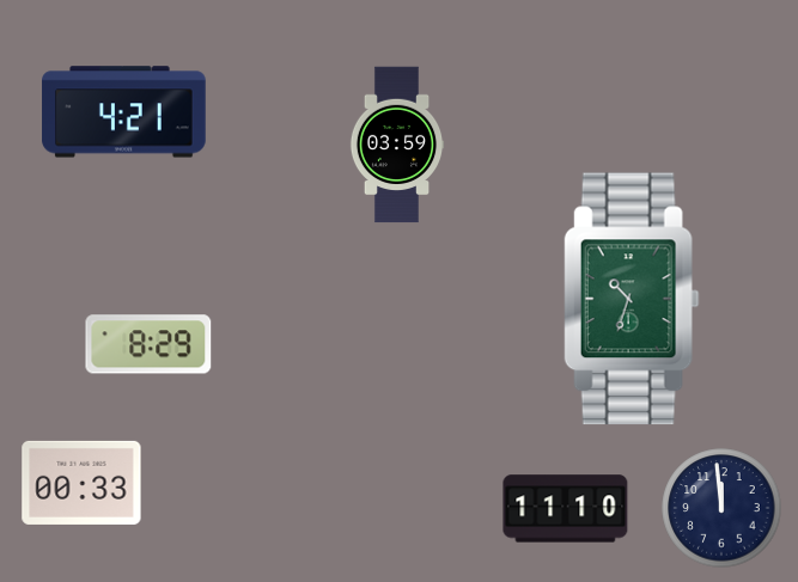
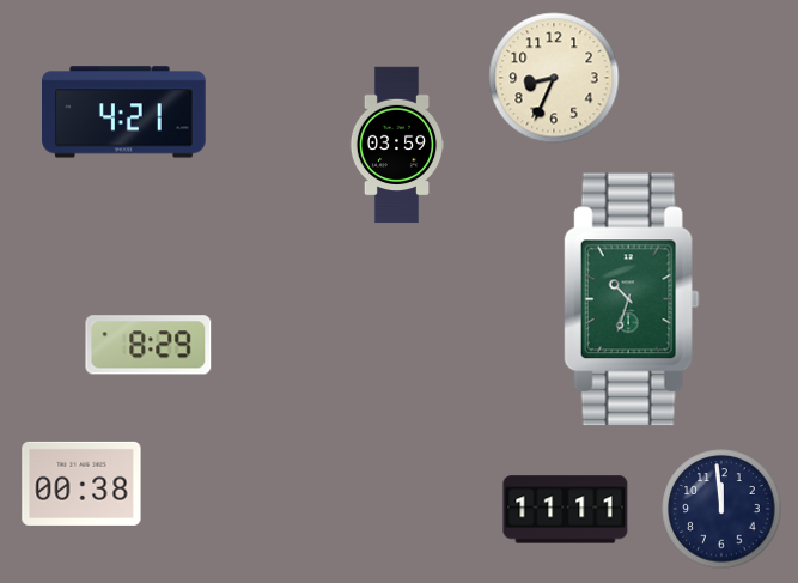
clock at (554, 78): none -> 8:34
clock at (81, 483): 00:33 -> 00:38
clock at (566, 509): 11:10 -> 11:11
